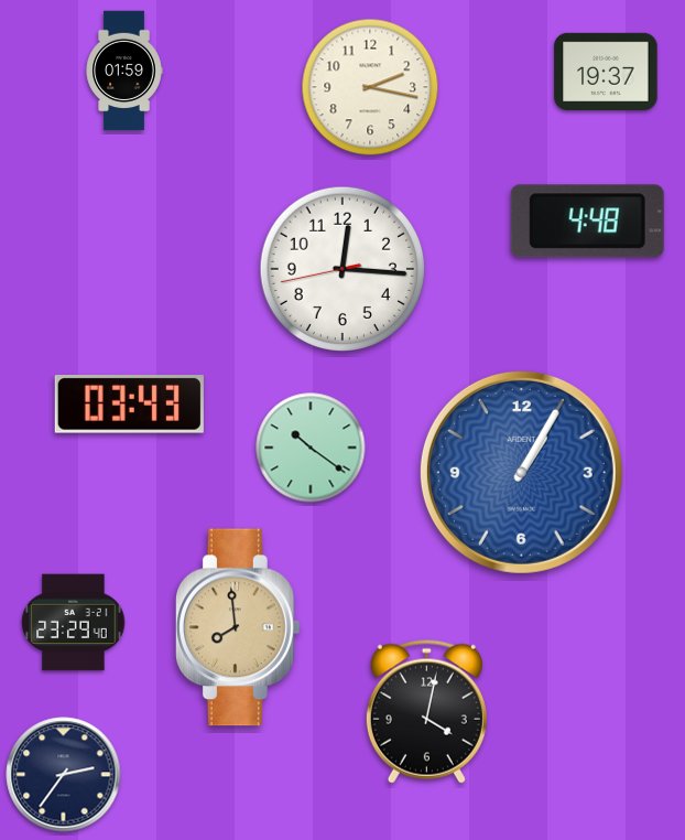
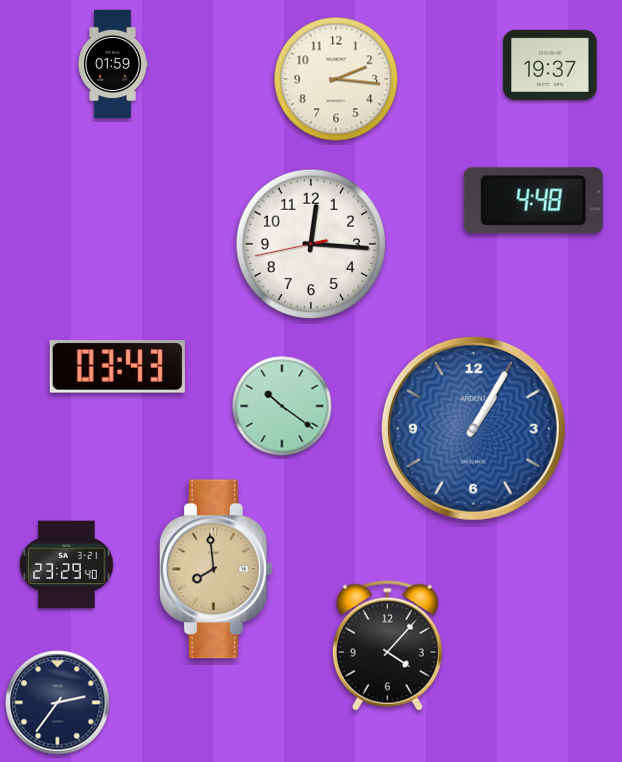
clock at (370, 87): 2:17 -> 2:16
clock at (426, 711): 4:02 -> 4:07
